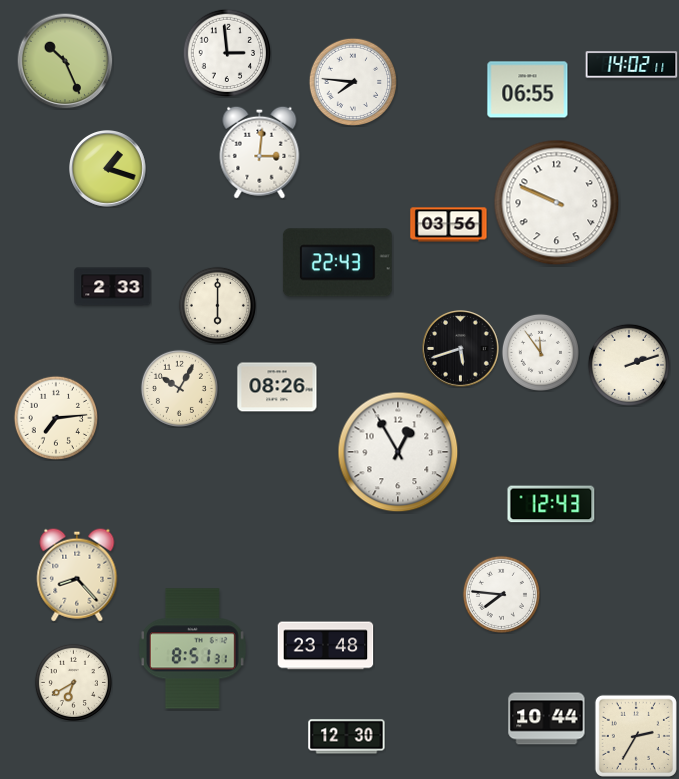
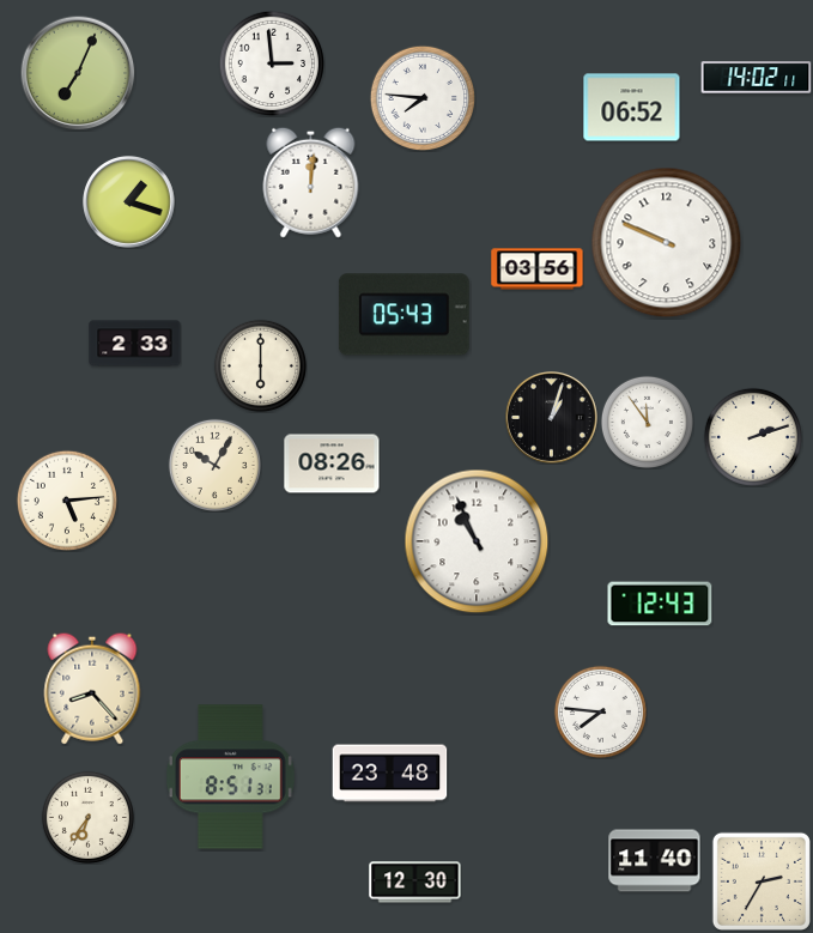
clock at (65, 61): 10:26 -> 7:04
clock at (528, 90): 06:55 -> 06:52
clock at (260, 152): 3:01 -> 12:01
clock at (337, 263): 22:43 -> 05:43
clock at (461, 349): 5:42 -> 1:03
clock at (55, 417): 7:14 -> 5:14
clock at (398, 452): 12:55 -> 10:56
clock at (73, 682): 6:40 -> 6:36
clock at (547, 719): 10:44 -> 11:40
